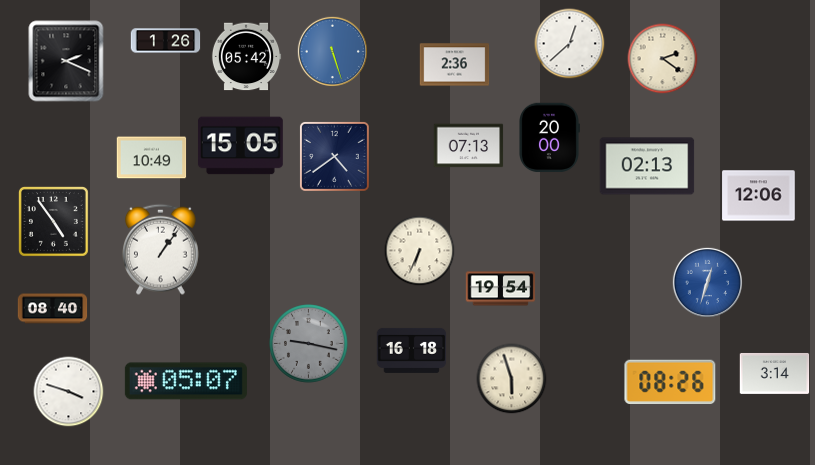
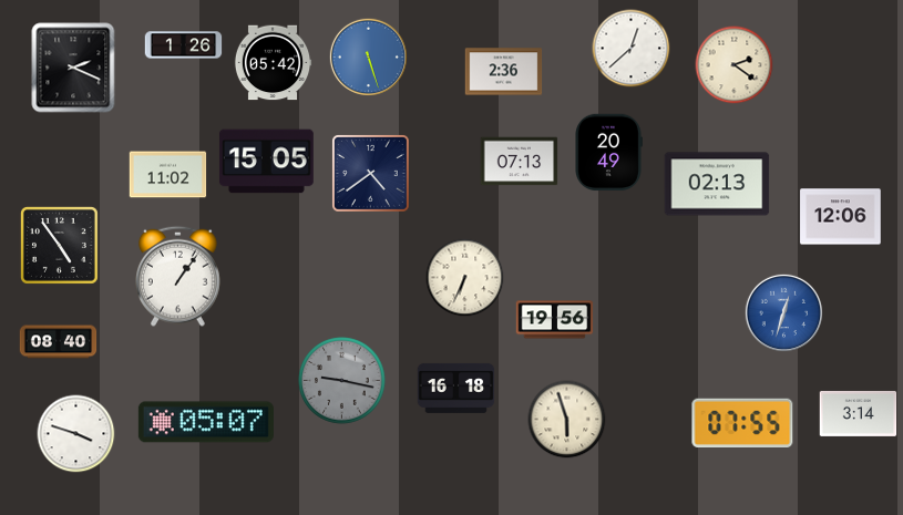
clock at (550, 138): 20:00 -> 20:49
clock at (152, 158): 10:49 -> 11:02
clock at (501, 289): 19:54 -> 19:56
clock at (670, 381): 08:26 -> 07:55
